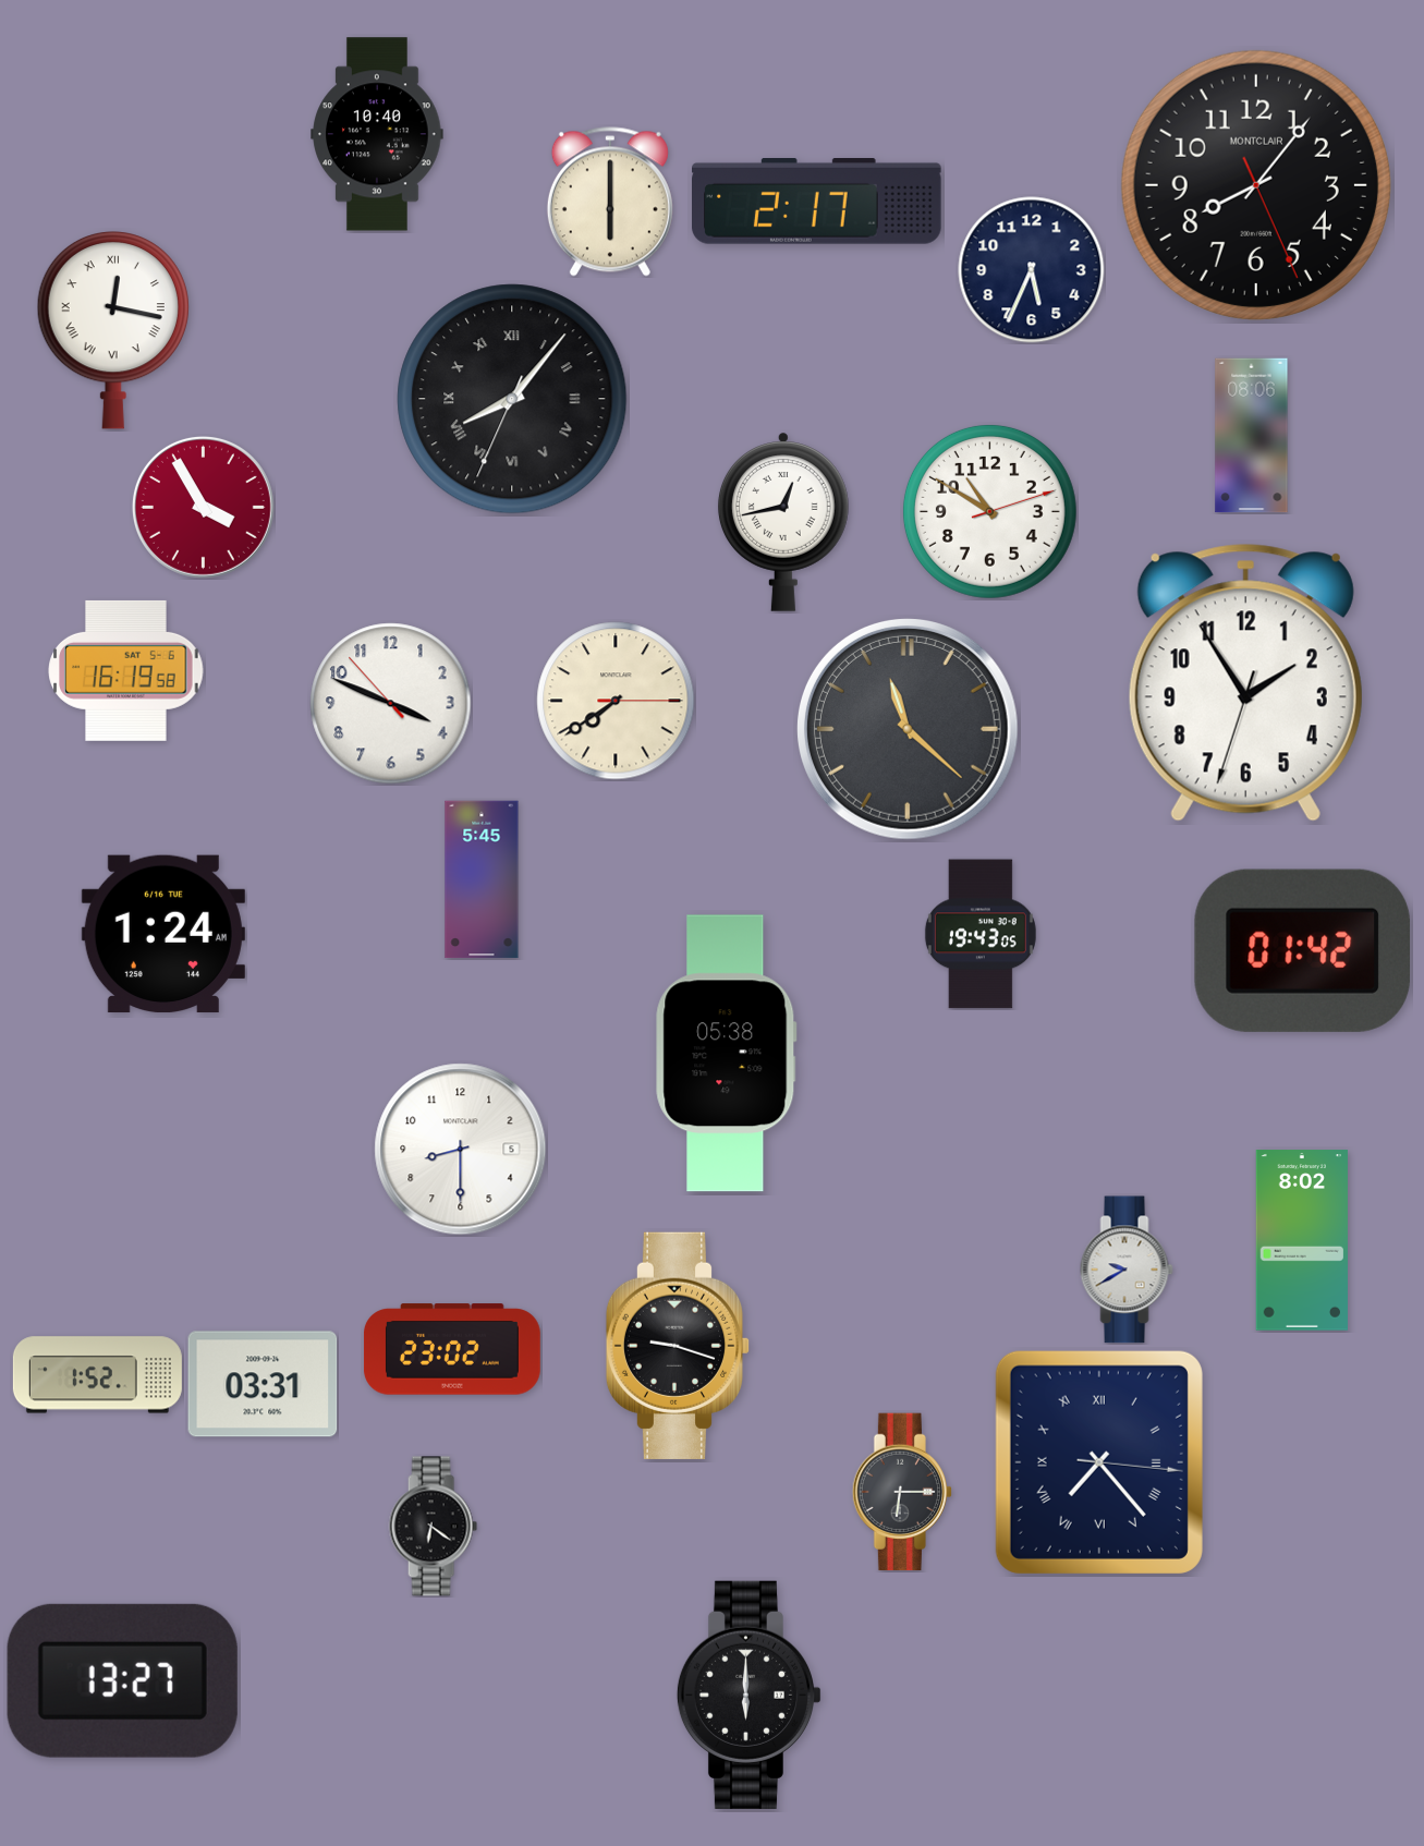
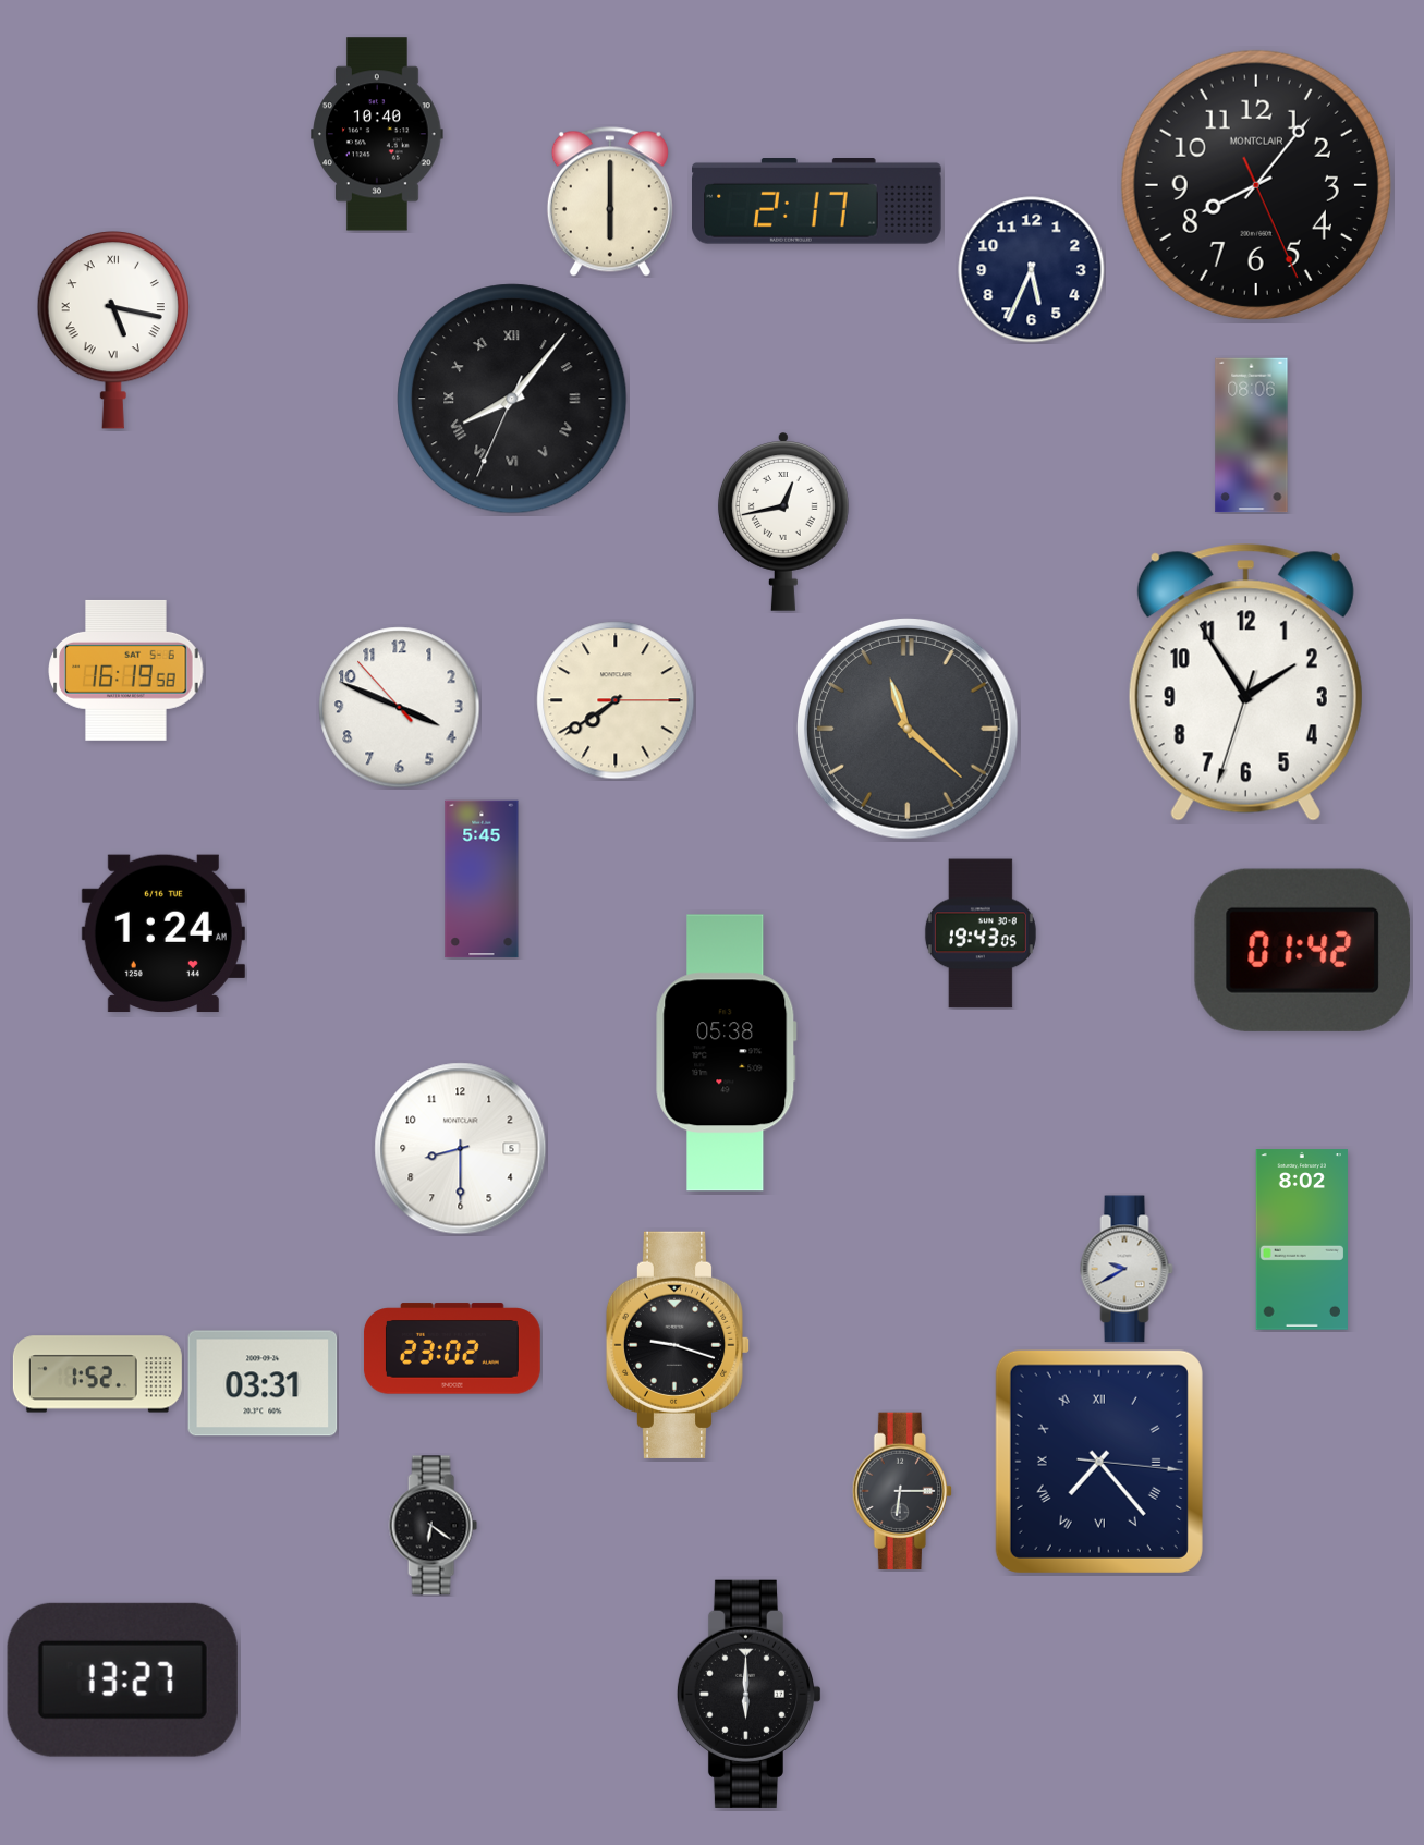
clock at (113, 331): 12:17 -> 5:17
clock at (203, 507): 3:55 -> none
clock at (989, 511): 10:50 -> none
clock at (391, 704) position: (391, 704) -> (400, 708)
